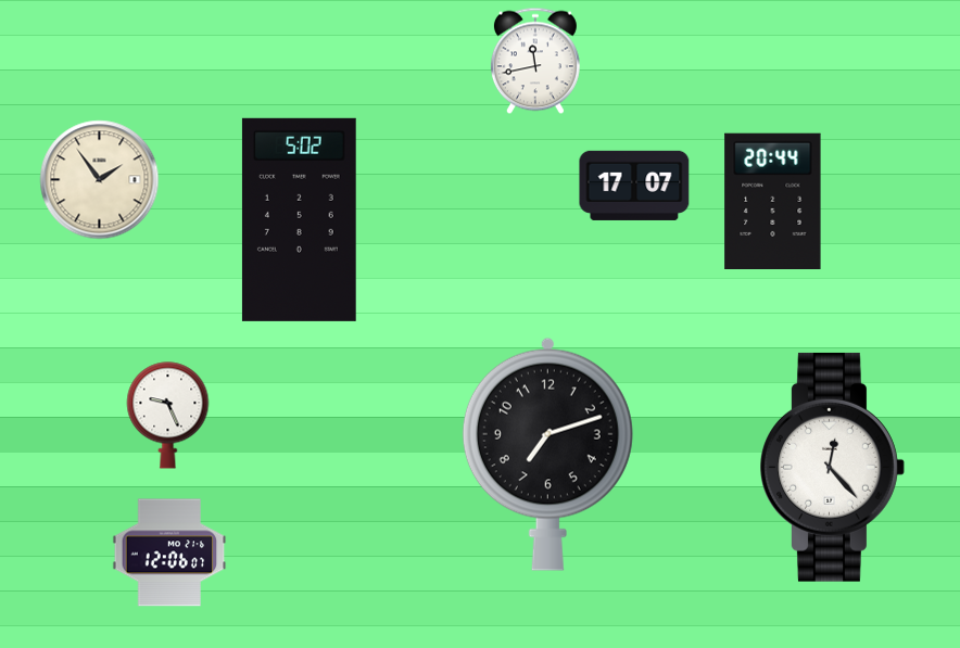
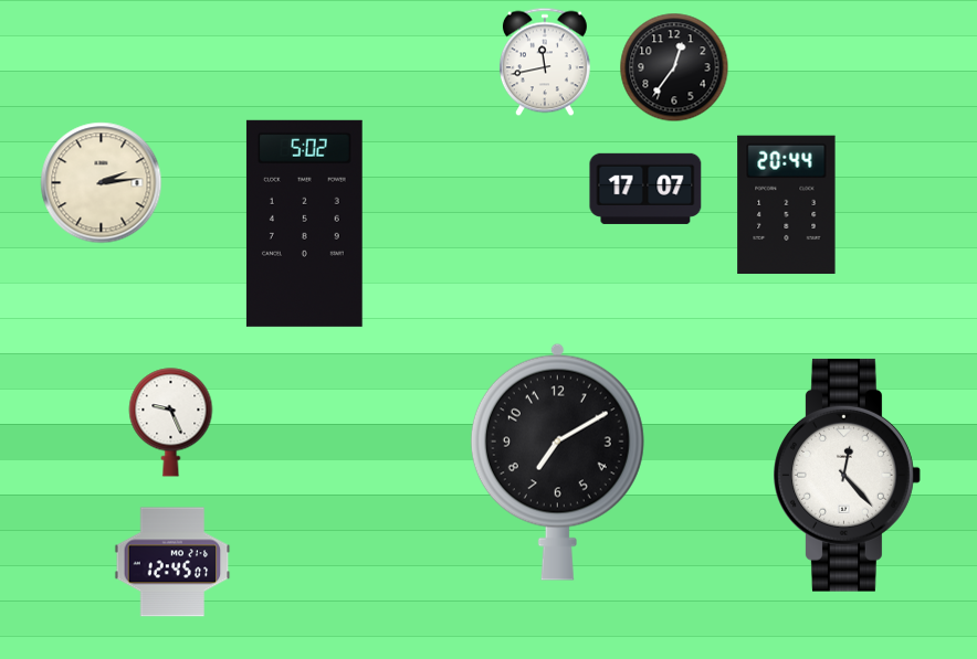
clock at (674, 67): none -> 12:36
clock at (100, 180): 1:54 -> 2:14
clock at (547, 454): 7:12 -> 7:10
clock at (169, 552): 12:06 -> 12:45
